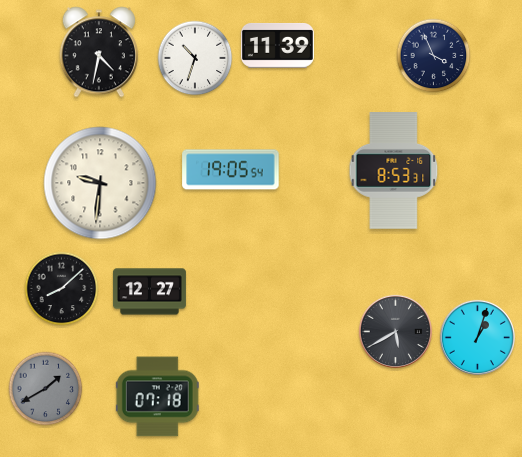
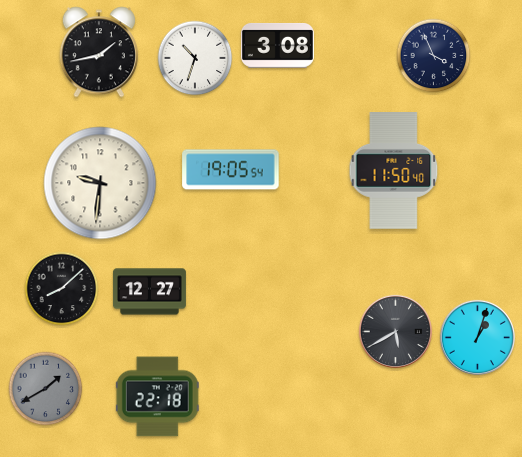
clock at (277, 45): 11:39 -> 3:08
clock at (99, 52): 4:32 -> 1:43
clock at (394, 171): 8:53 -> 11:50
clock at (157, 397): 07:18 -> 22:18
